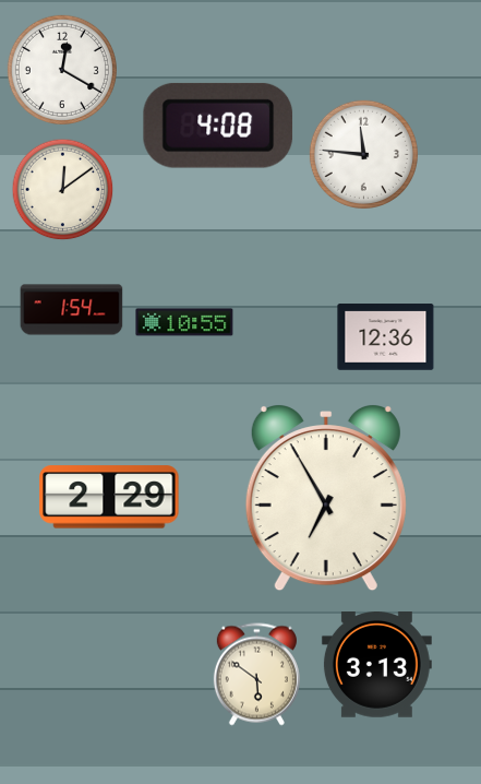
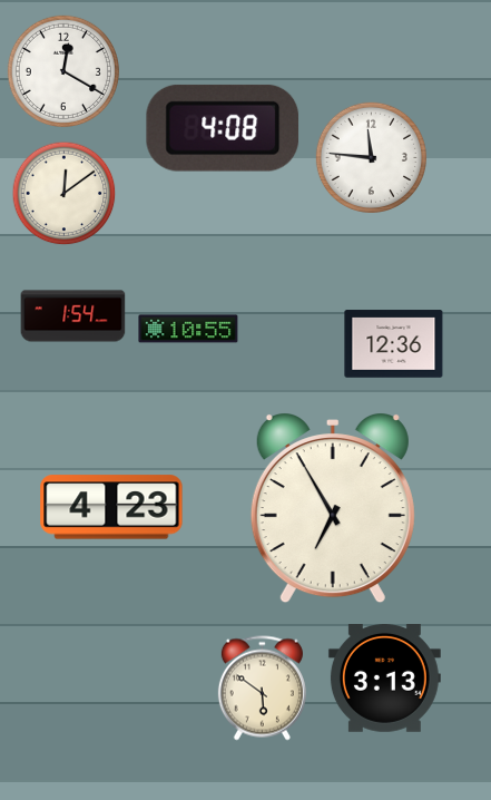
clock at (109, 497): 2:29 -> 4:23
